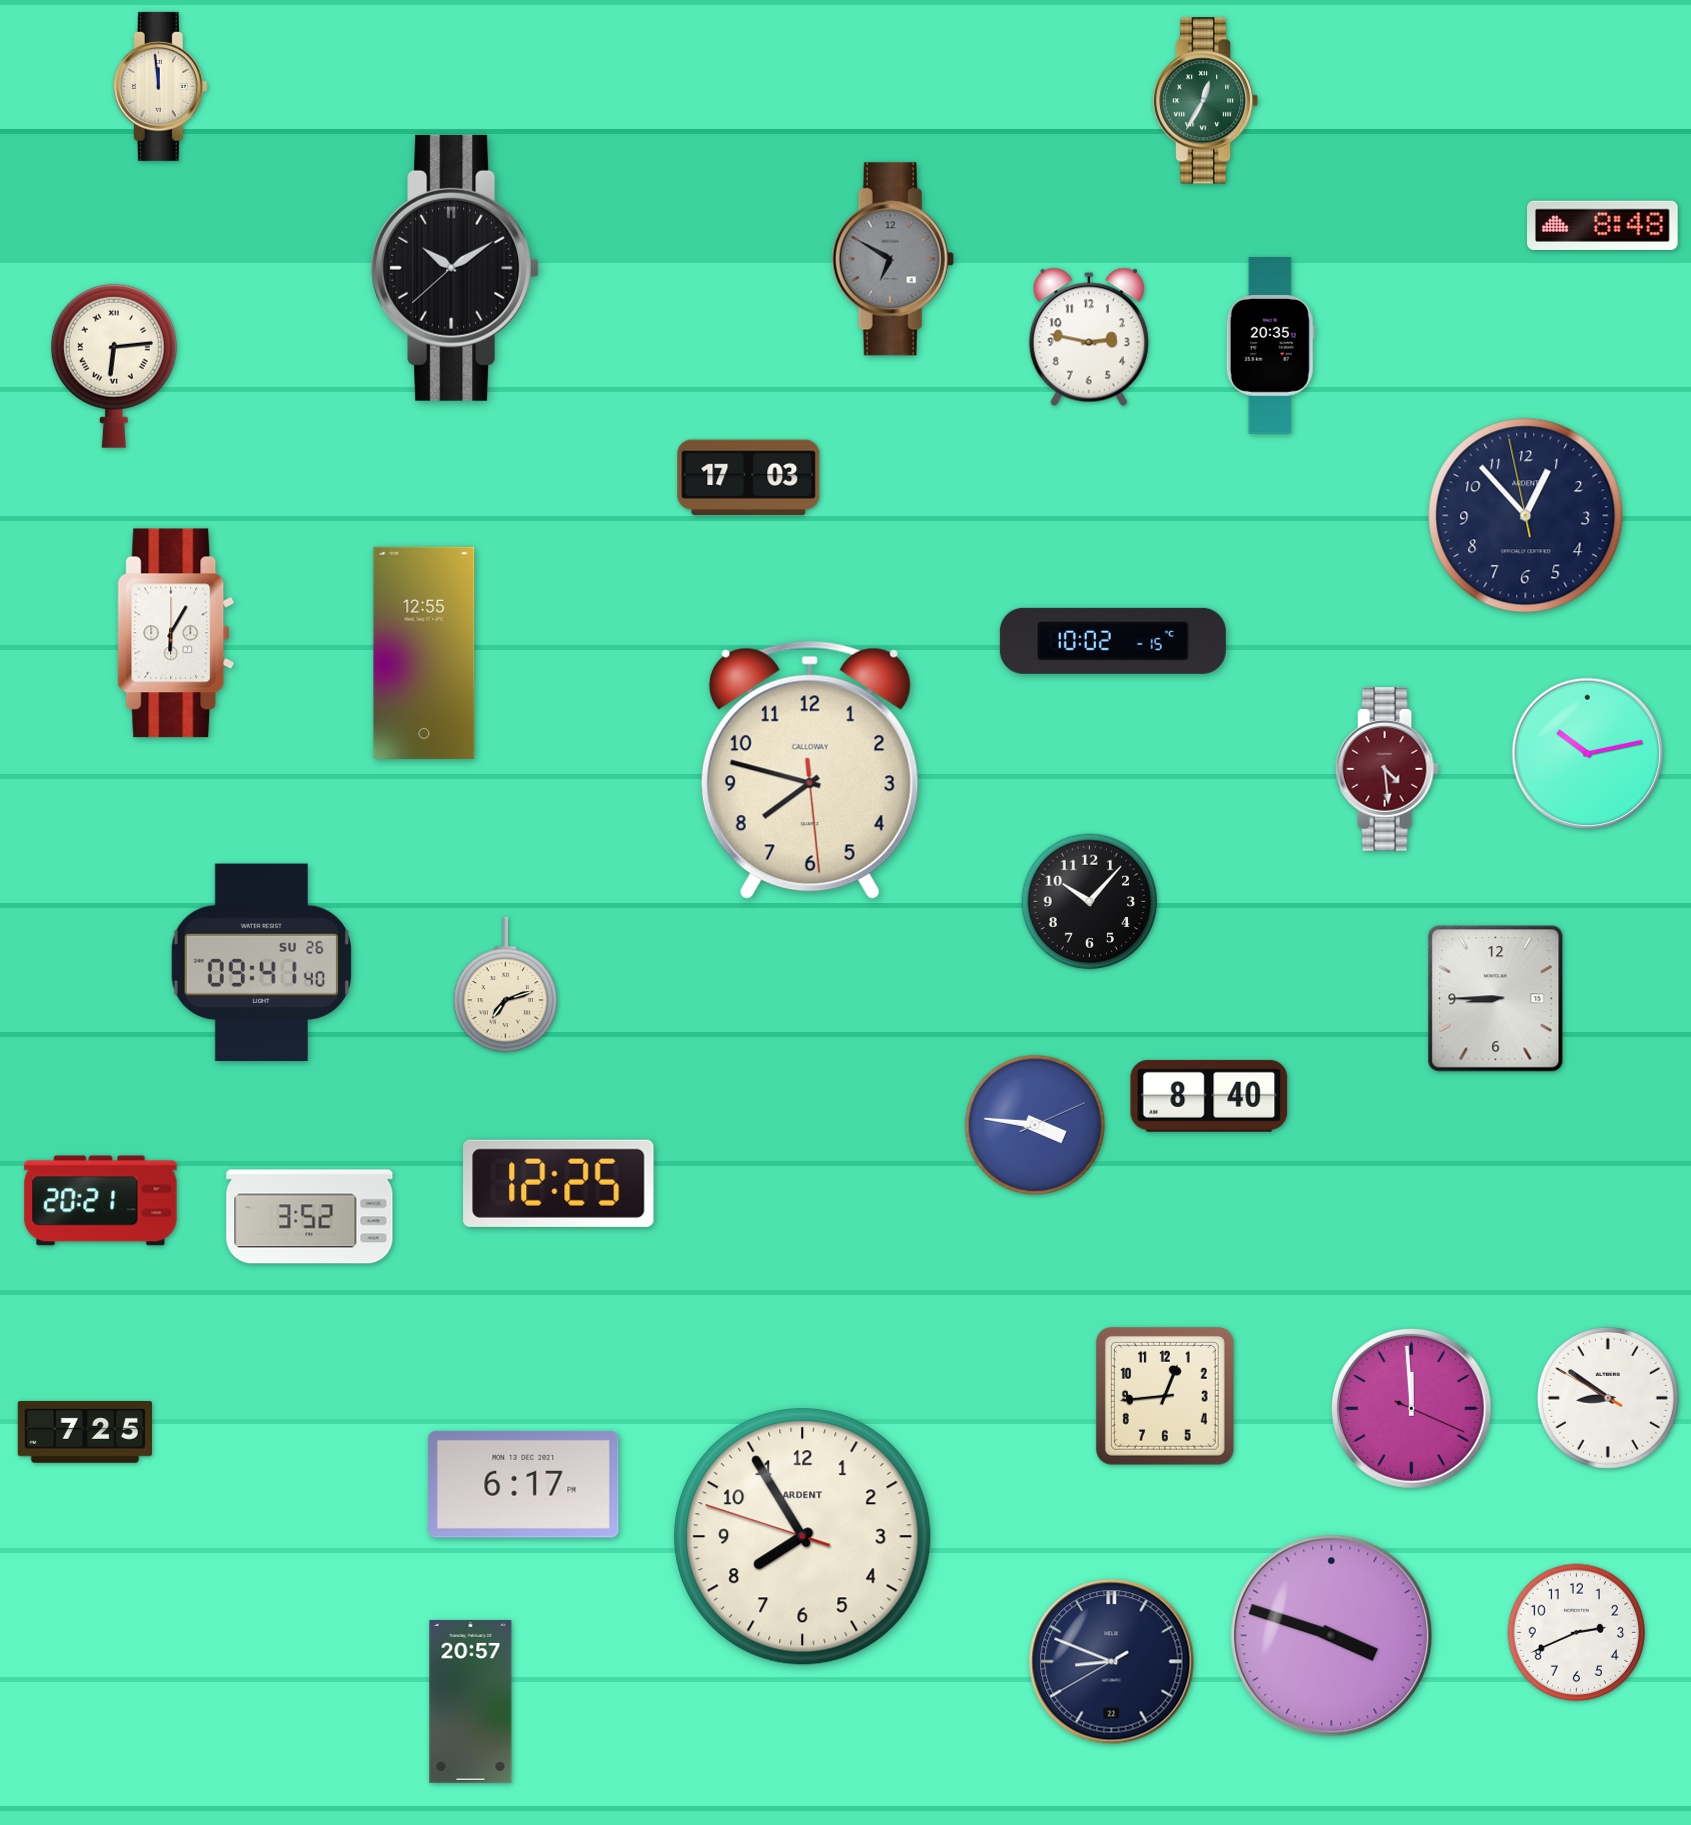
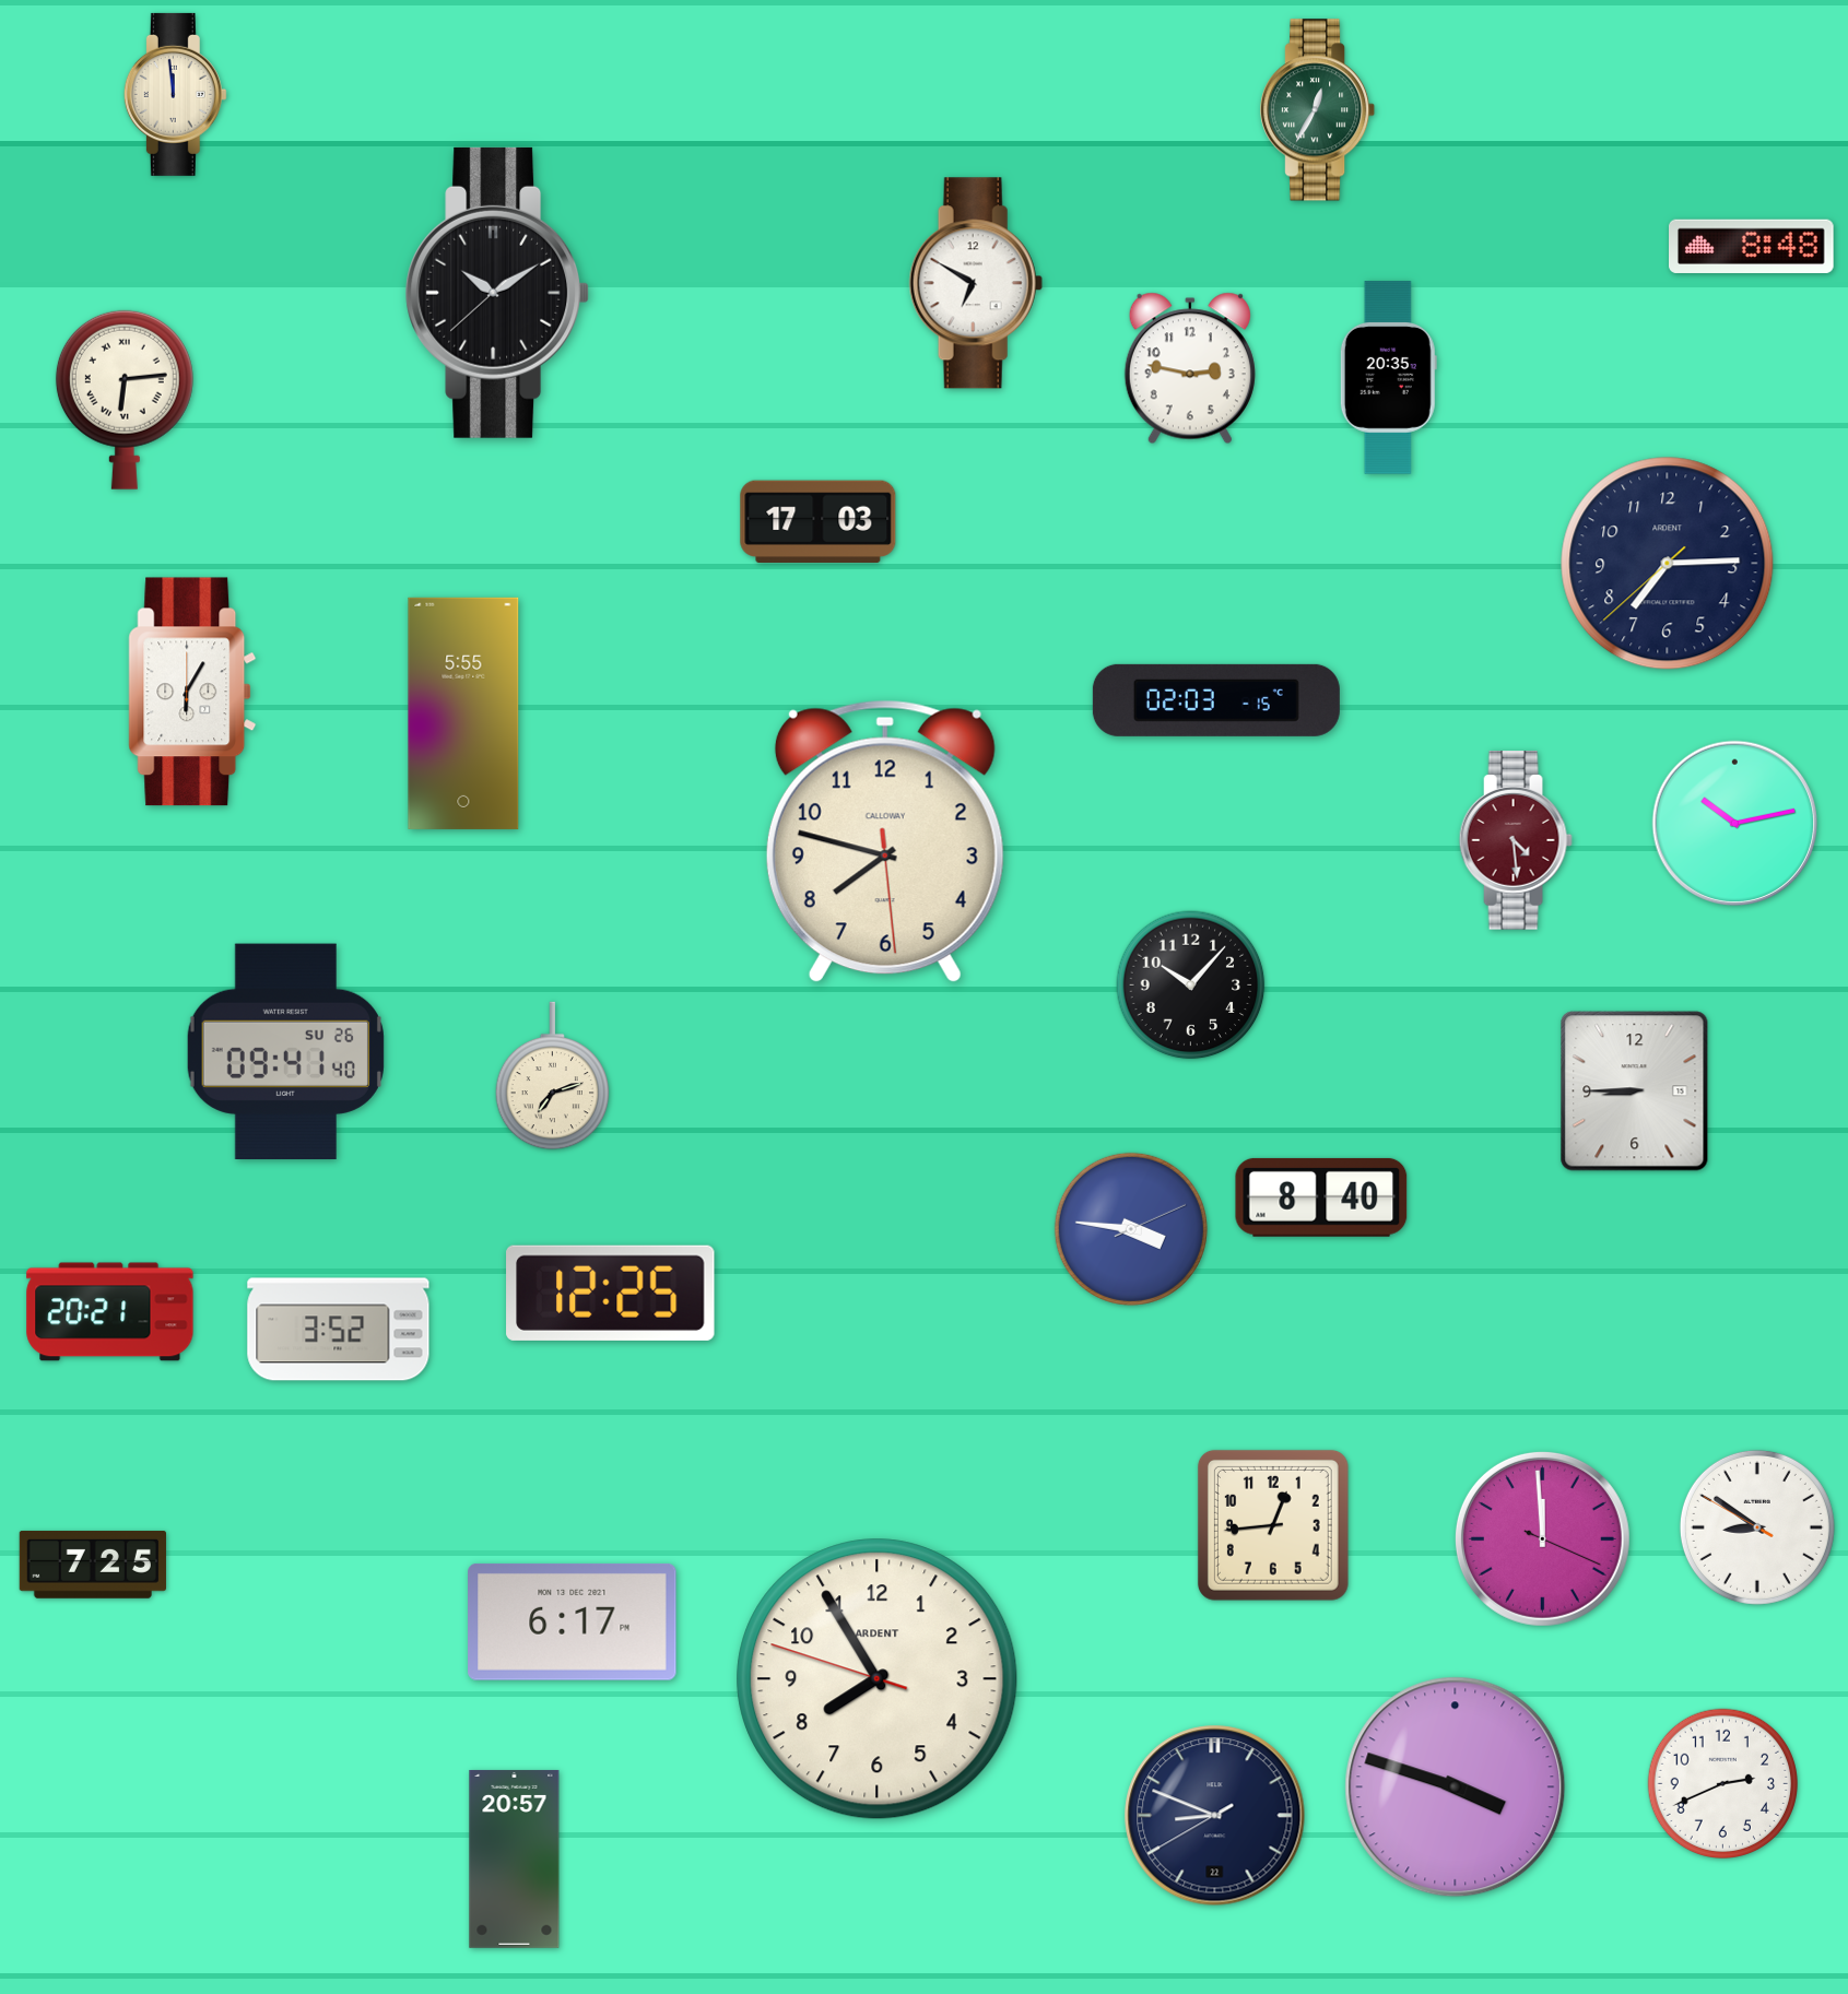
clock at (893, 259) dial: grey -> white
clock at (1526, 516): 12:52 -> 7:14
clock at (1113, 641): 10:02 -> 02:03
clock at (424, 653): 12:55 -> 5:55
